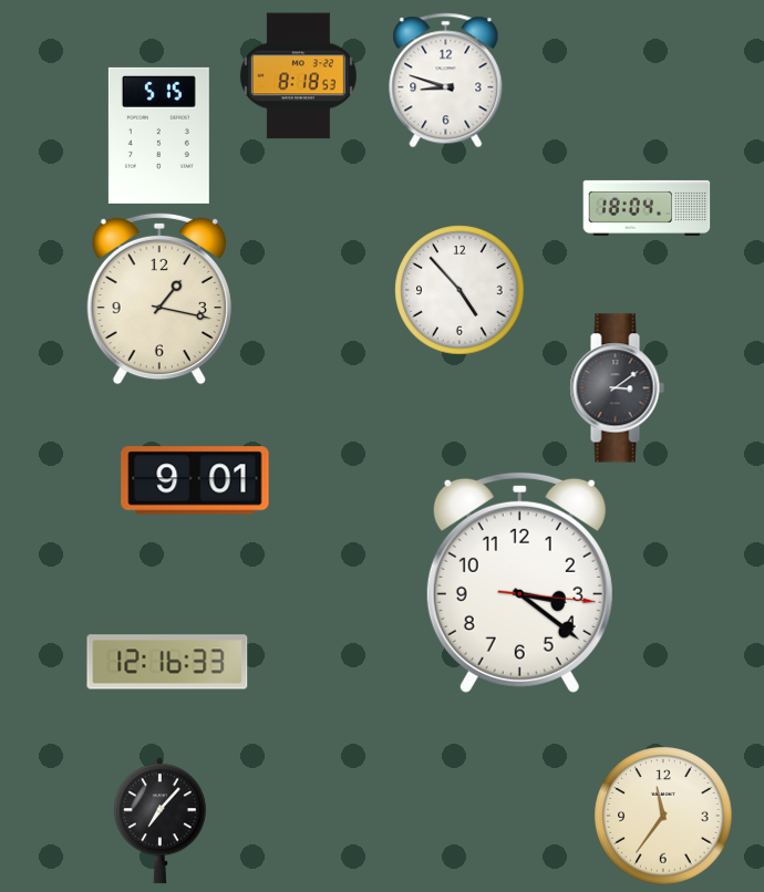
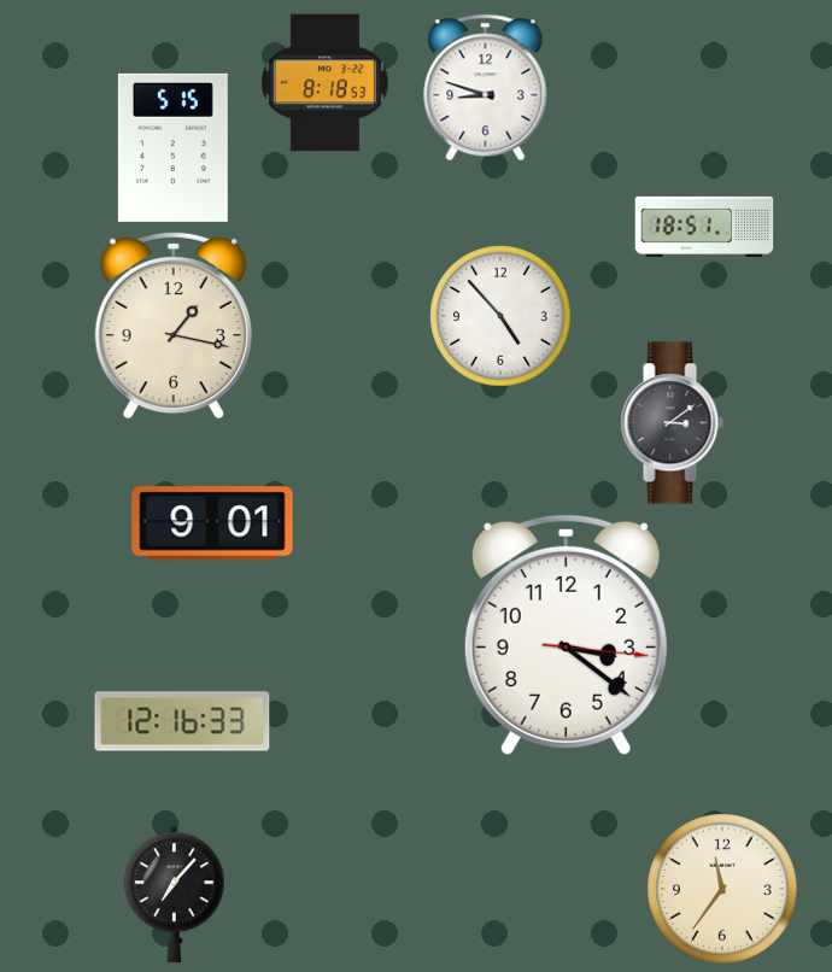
clock at (647, 208): 18:04 -> 18:51
